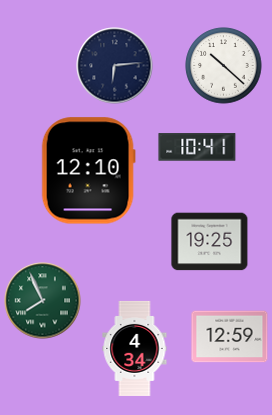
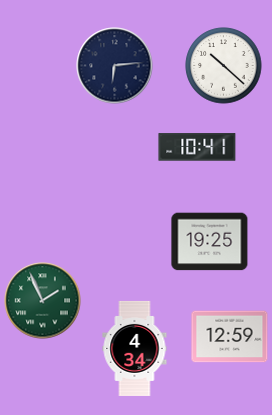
clock at (88, 171): 12:10 -> none
clock at (43, 301): 7:56 -> 1:56
